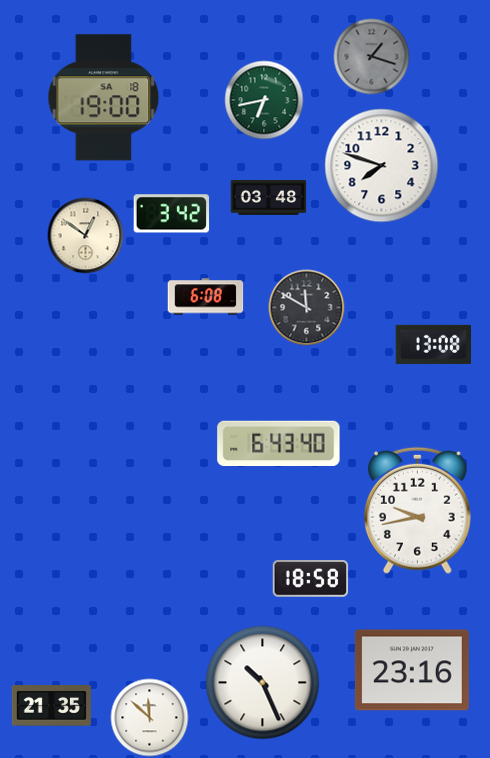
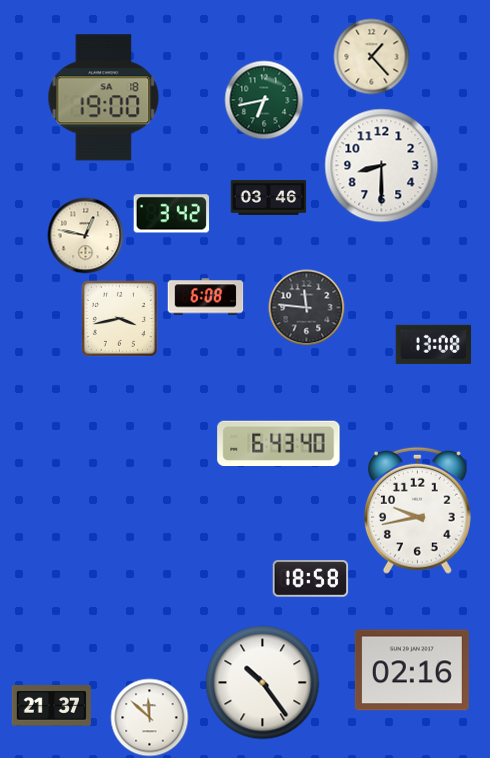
clock at (372, 57): 1:18 -> 1:23
clock at (372, 57) dial: grey -> cream
clock at (382, 166): 7:48 -> 8:30
clock at (269, 198): 03:48 -> 03:46
clock at (86, 236): 12:51 -> 12:47
clock at (307, 308): 11:50 -> 11:46
clock at (119, 318): none -> 3:43
clock at (412, 670): 23:16 -> 02:16
clock at (263, 683): 10:26 -> 10:24
clock at (51, 706): 21:35 -> 21:37
